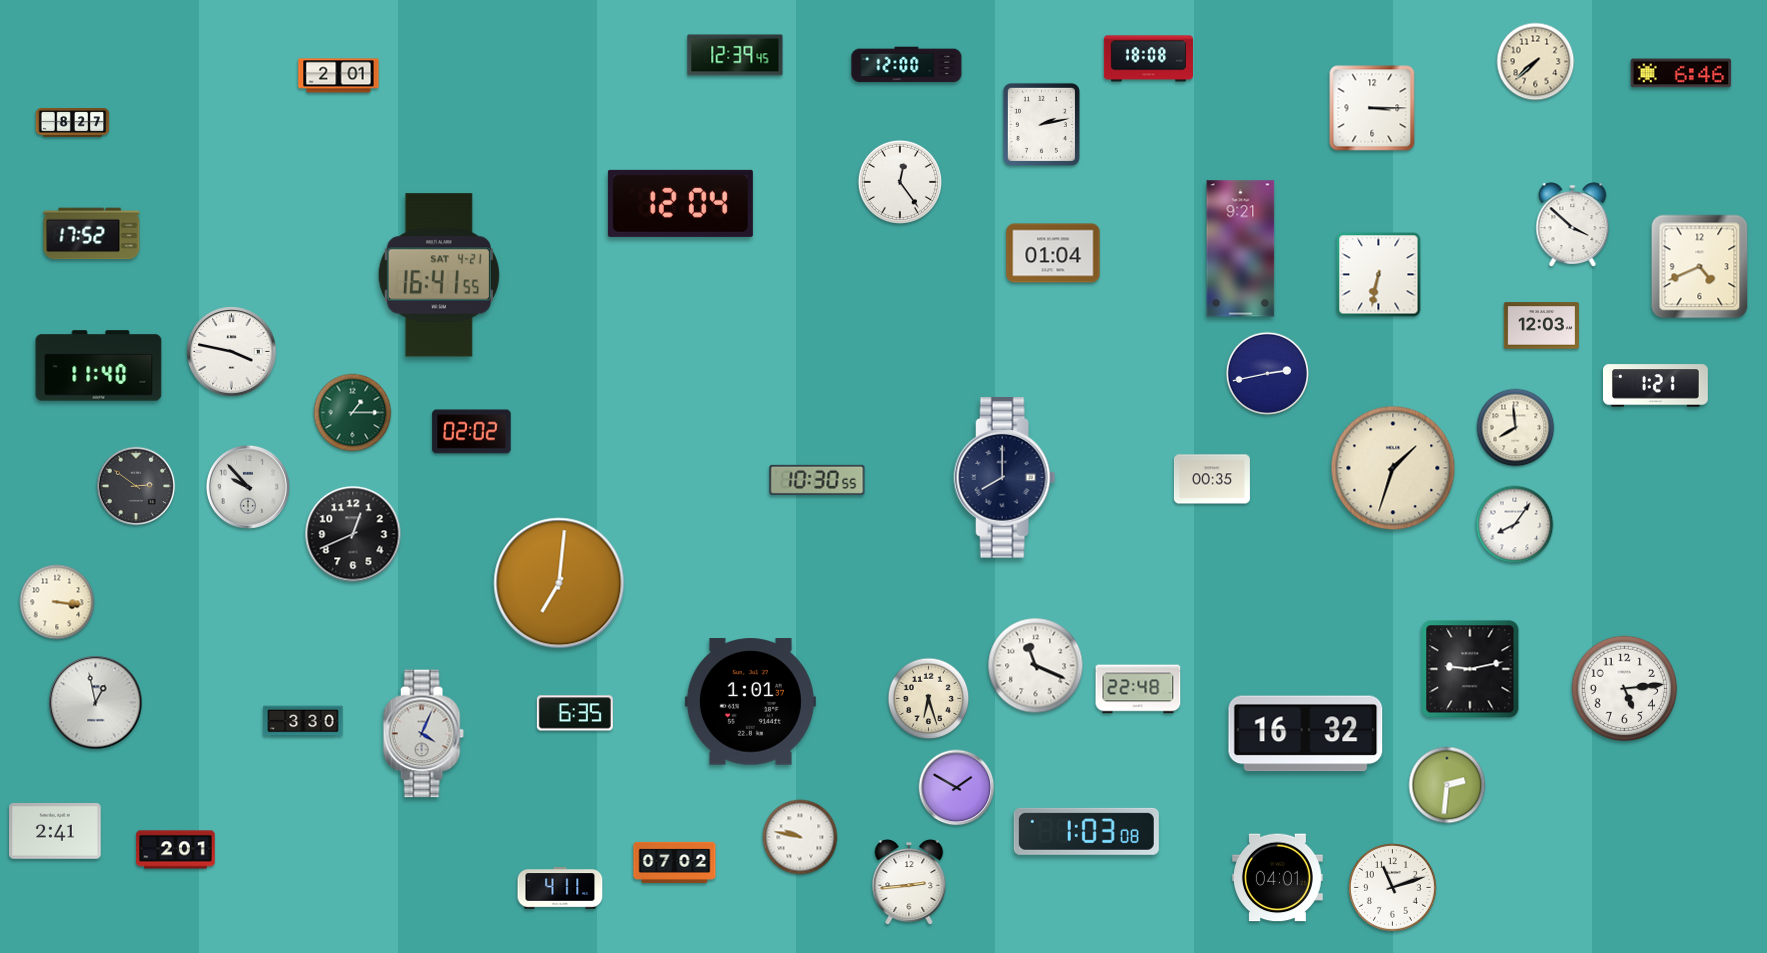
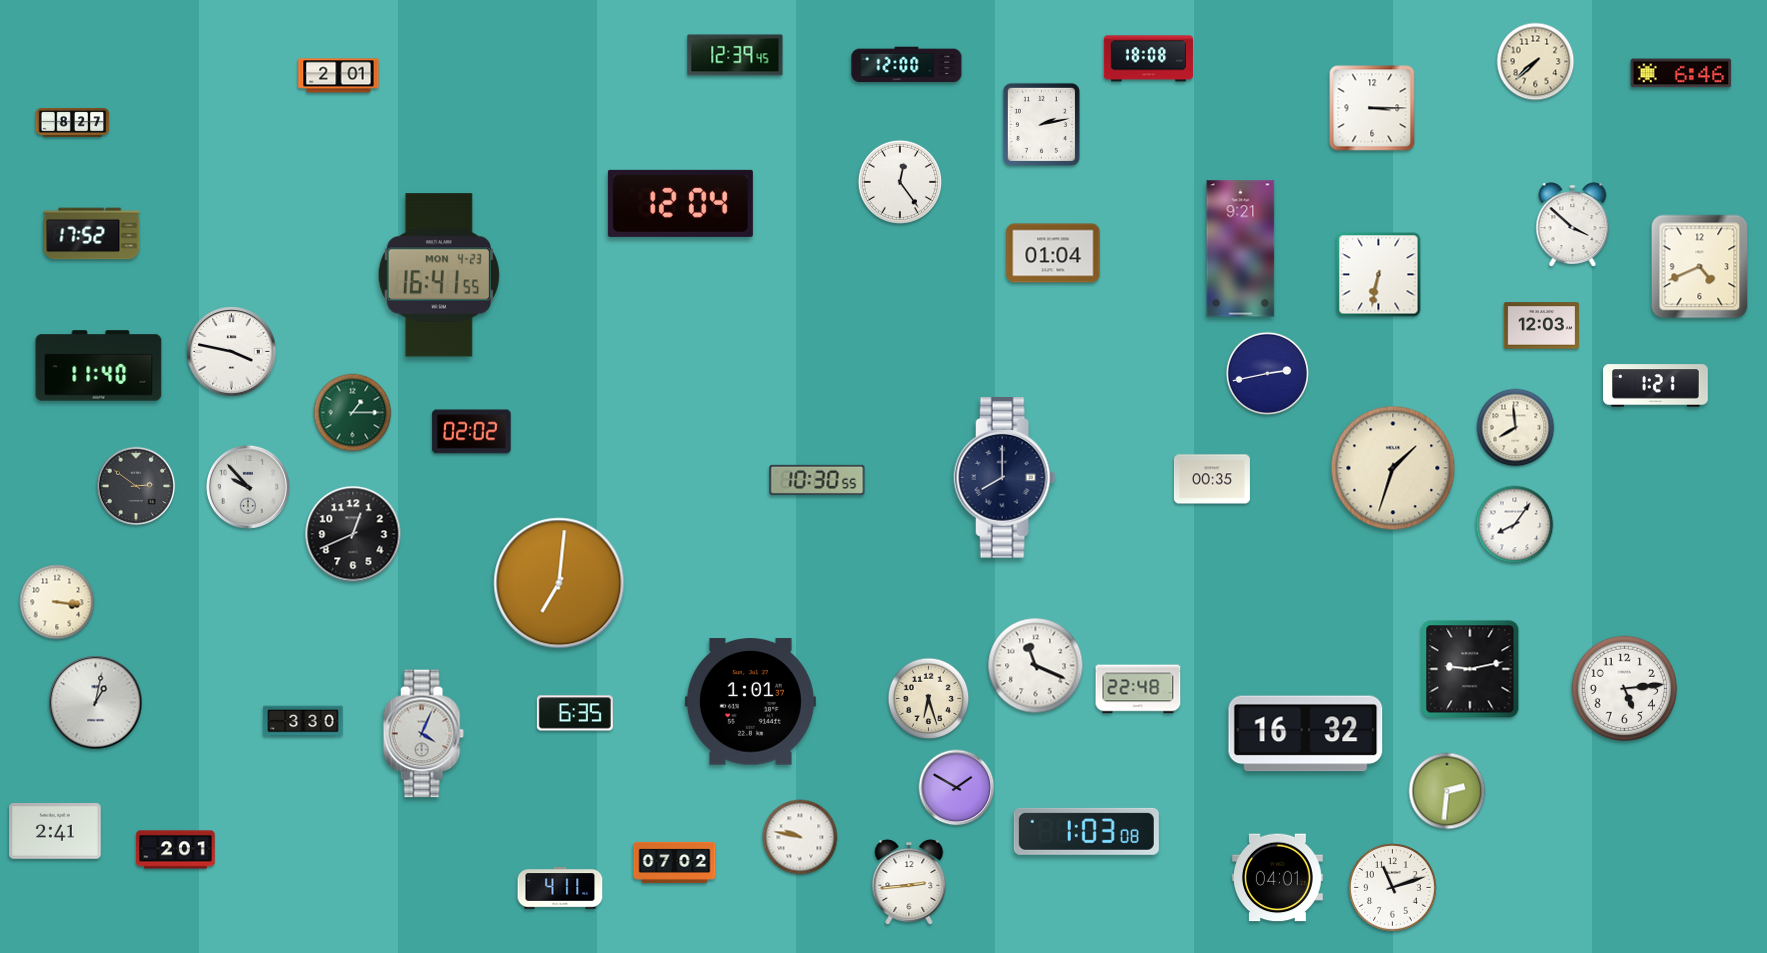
clock at (439, 275) date: SAT 4-21 -> MON 4-23
clock at (96, 703): 12:58 -> 1:02
clock at (1447, 785) position: (1447, 785) -> (1447, 791)
